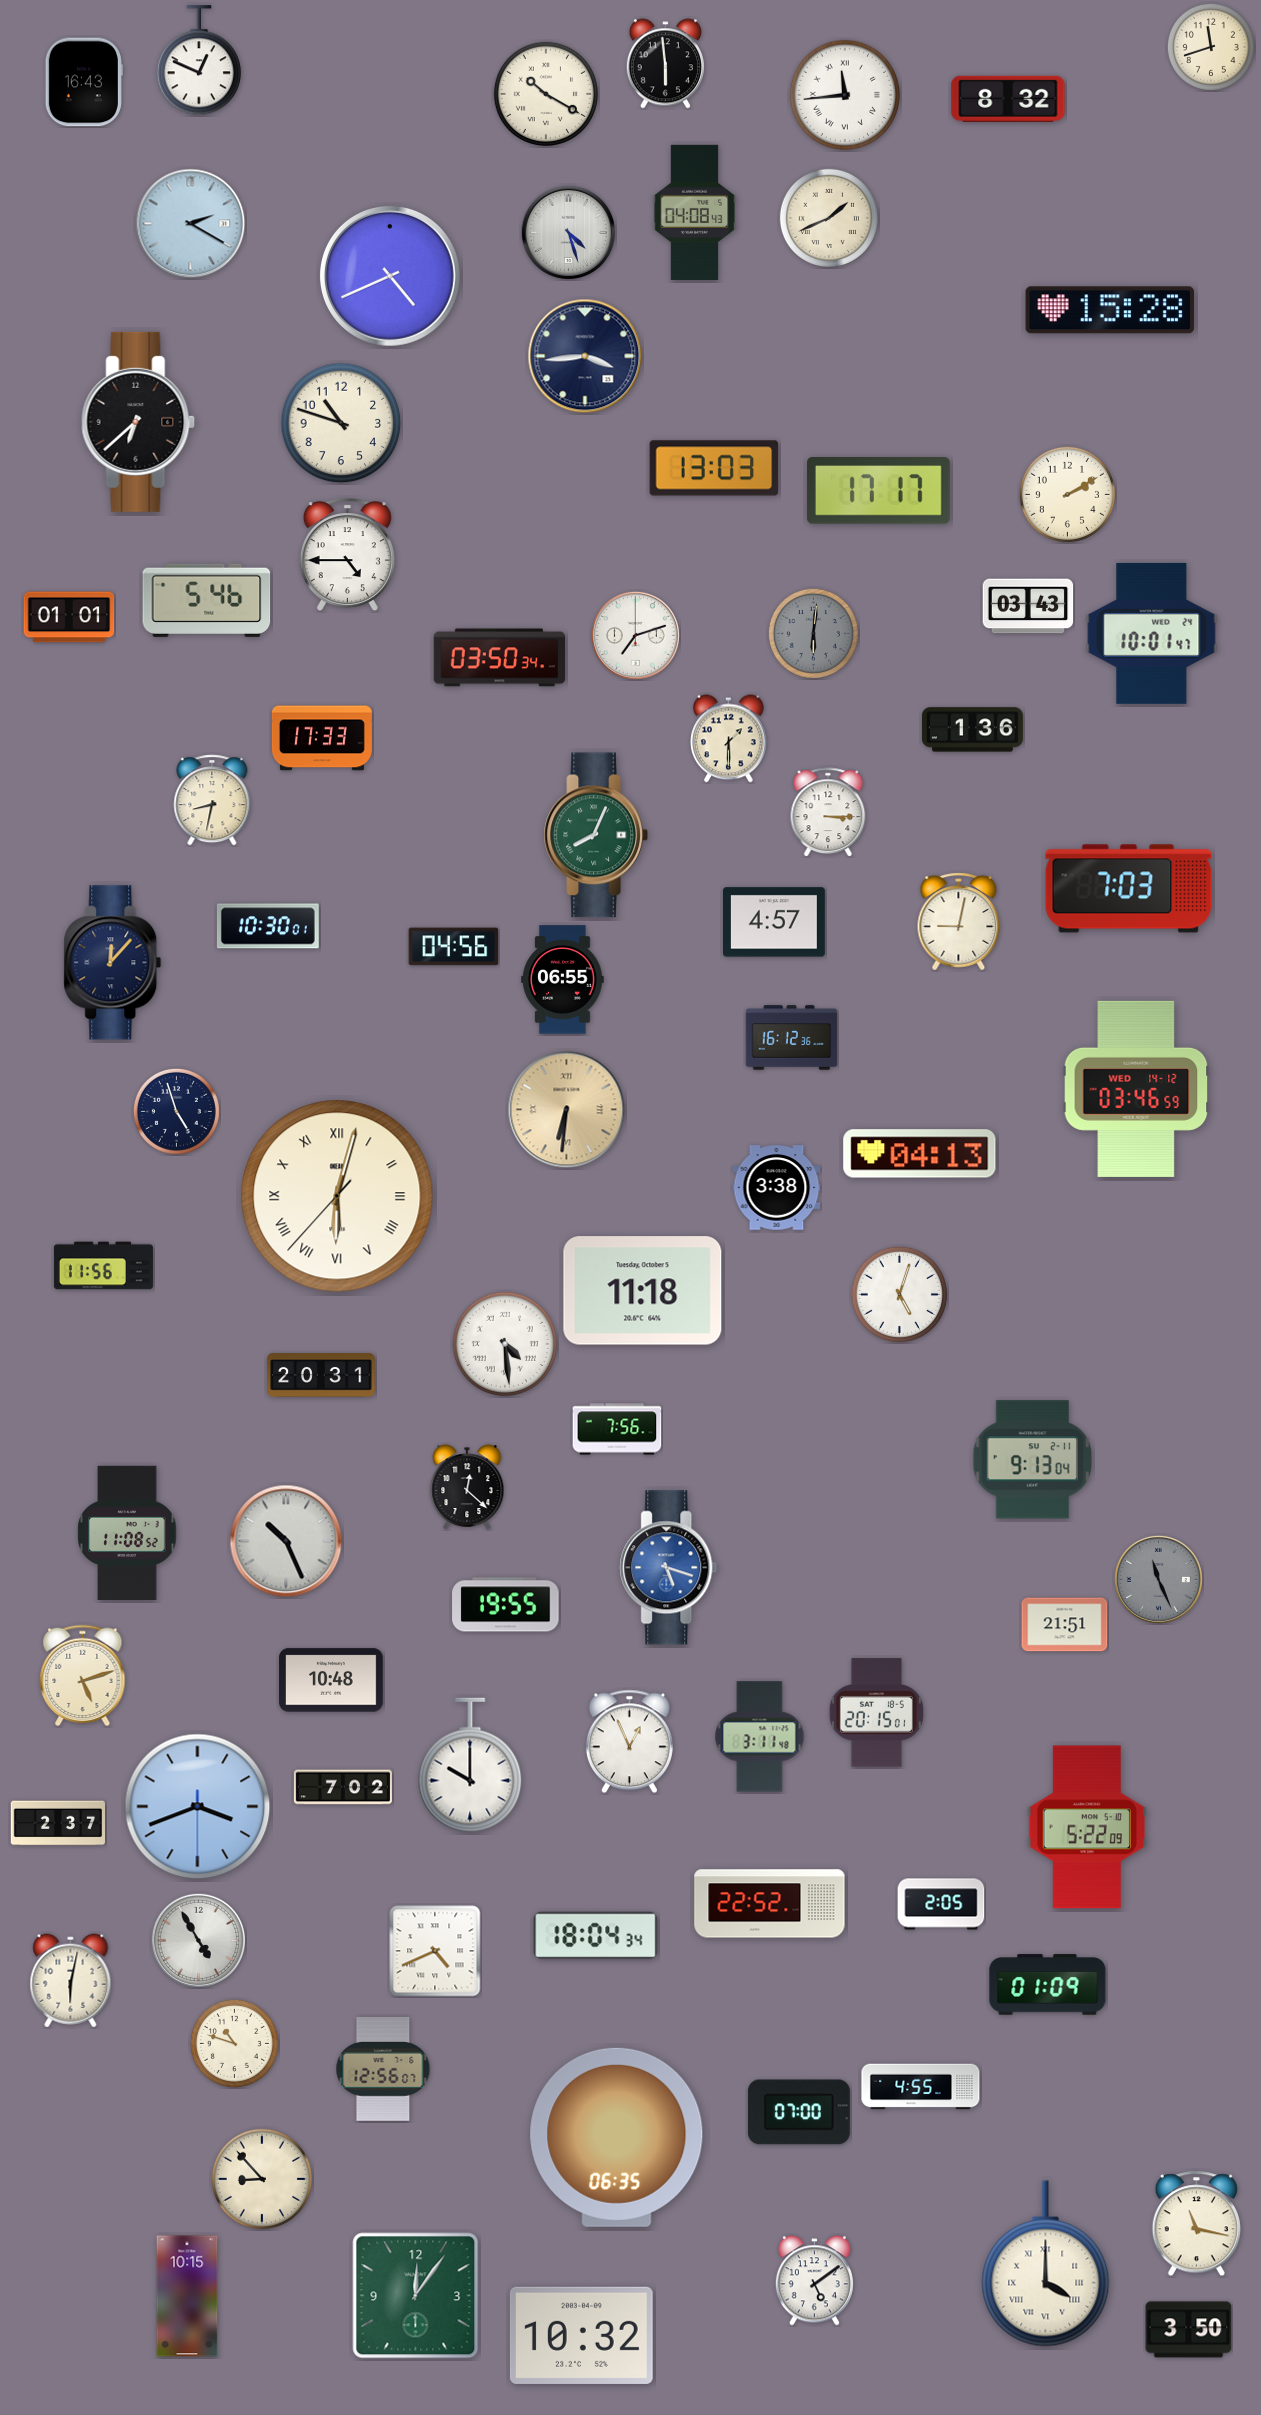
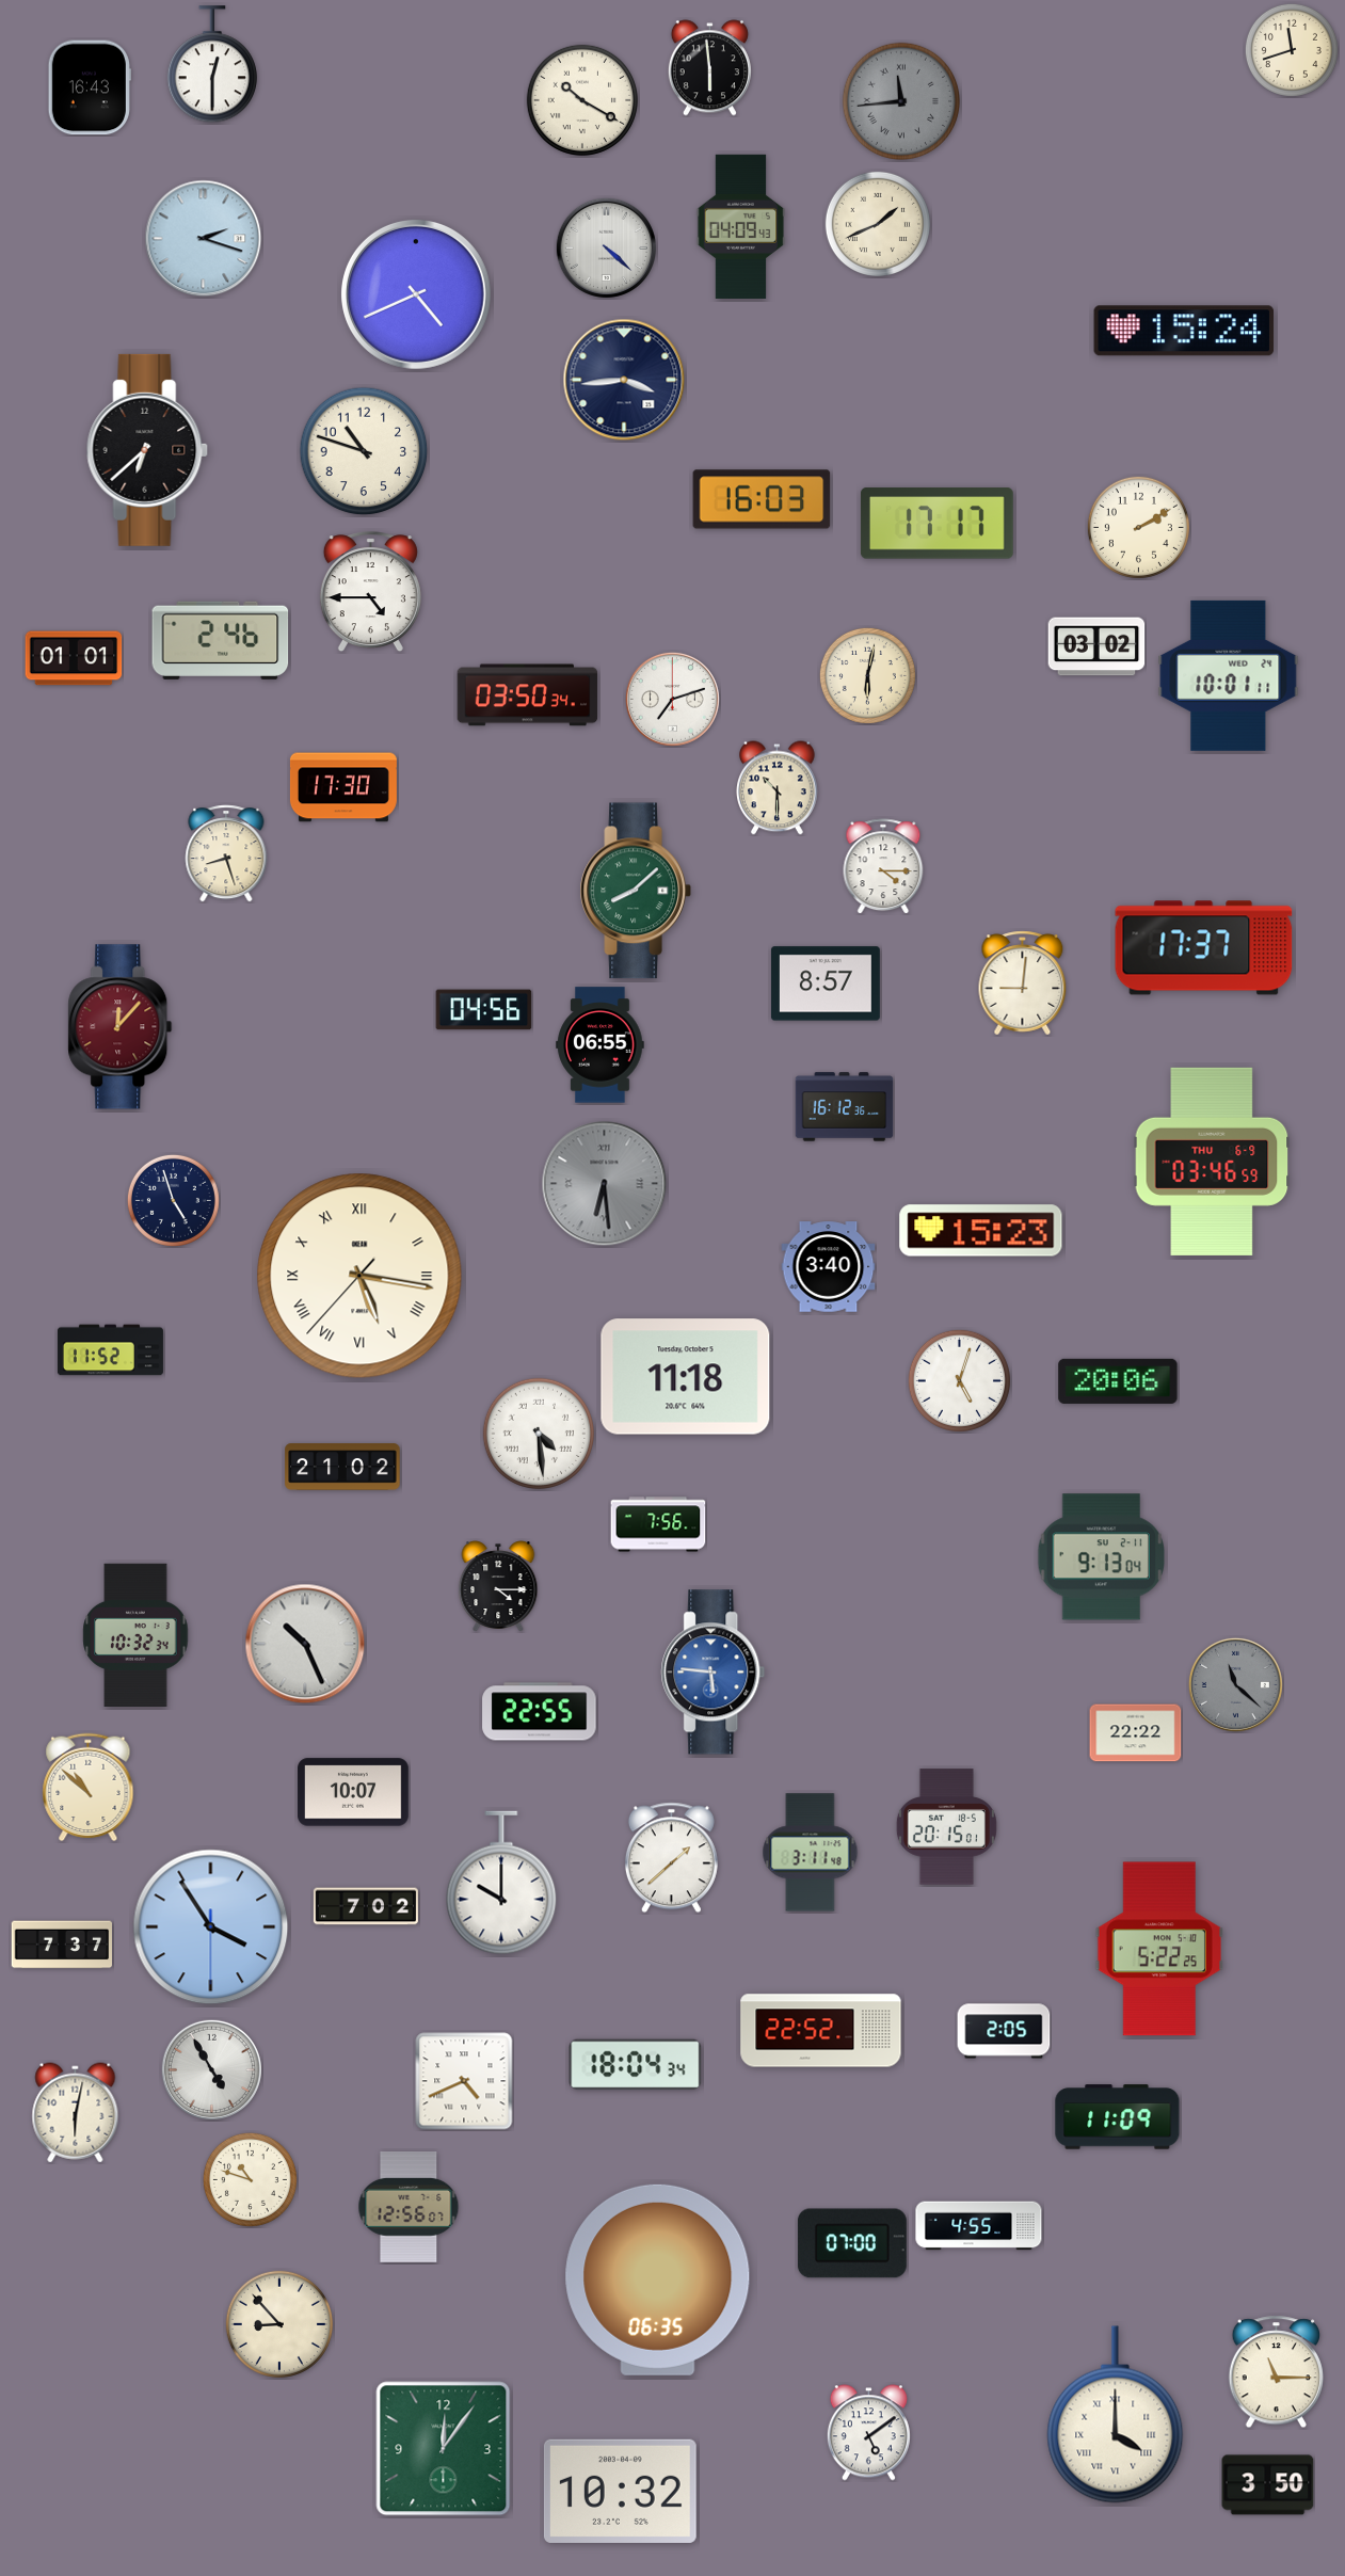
clock at (199, 61): 12:49 -> 12:30
clock at (844, 94) dial: white -> grey
clock at (1008, 99): 8:32 -> none
clock at (695, 212): 04:08 -> 04:09
clock at (829, 218) position: (829, 218) -> (878, 224)
clock at (191, 224): 2:20 -> 2:18
clock at (568, 232): 4:27 -> 4:22
clock at (1110, 310): 15:28 -> 15:24
clock at (714, 468): 13:03 -> 16:03
clock at (207, 600): 5:46 -> 2:46
clock at (1028, 606): 03:43 -> 03:02
clock at (813, 633): 6:01 -> 6:02
clock at (813, 633) dial: grey -> cream
clock at (1152, 633): 10:01:47 -> 10:01:11
clock at (635, 635) position: (635, 635) -> (672, 699)
clock at (500, 658) position: (500, 658) -> (528, 695)
clock at (972, 730): 1:36 -> none
clock at (322, 738): 17:33 -> 17:30
clock at (729, 739): 1:30 -> 10:30
clock at (212, 800): 8:32 -> 8:27
clock at (828, 812): 3:15 -> 4:15
clock at (596, 835): 8:04 -> 8:08
clock at (1129, 889): 7:03 -> 17:37
clock at (774, 922): 4:57 -> 8:57
clock at (959, 922): 9:02 -> 9:01
clock at (268, 926): 10:30 -> none
clock at (113, 963) dial: navy -> burgundy
clock at (1136, 1089) date: WED 14-12 -> THU 6-9
clock at (567, 1110): 6:31 -> 6:29
clock at (567, 1110) dial: champagne -> grey
clock at (176, 1111) position: (176, 1111) -> (173, 1200)
clock at (920, 1154): 04:13 -> 15:23
clock at (777, 1188): 3:38 -> 3:40
clock at (337, 1196): 6:02 -> 5:16
clock at (103, 1266): 11:56 -> 11:52
clock at (1118, 1381): none -> 20:06
clock at (321, 1375): 20:31 -> 21:02
clock at (467, 1487): 12:22 -> 4:15
clock at (127, 1532): 11:08 -> 10:32
clock at (669, 1568): 5:18 -> 5:46
clock at (1158, 1579): 11:26 -> 11:22
clock at (506, 1605): 19:55 -> 22:55
clock at (1065, 1625): 21:51 -> 22:22
clock at (83, 1676): 5:12 -> 10:52
clock at (331, 1680): 10:48 -> 10:07
clock at (876, 1713) position: (876, 1713) -> (946, 1827)
clock at (629, 1742): 12:56 -> 1:38
clock at (198, 1807): 3:41 -> 3:54
clock at (57, 1823): 2:37 -> 7:37
clock at (1086, 1827): 5:22:09 -> 5:22:25
clock at (1048, 1985): 01:09 -> 11:09
clock at (921, 2087) position: (921, 2087) -> (979, 2226)
clock at (799, 2112) position: (799, 2112) -> (852, 2243)
clock at (1196, 2224): 11:17 -> 11:15
clock at (187, 2296): 10:15 -> none
